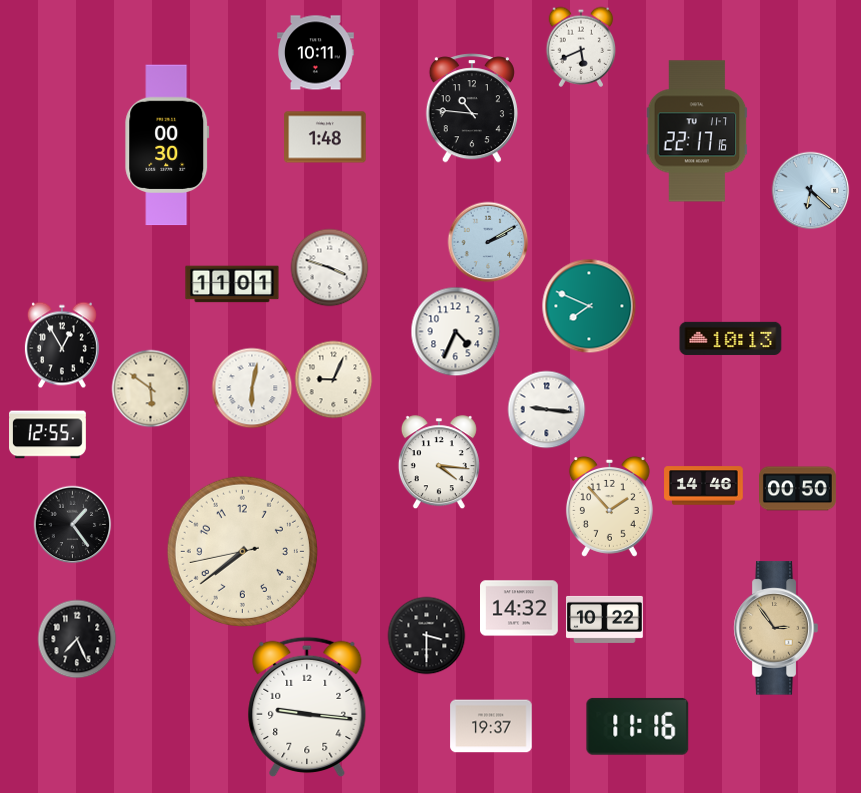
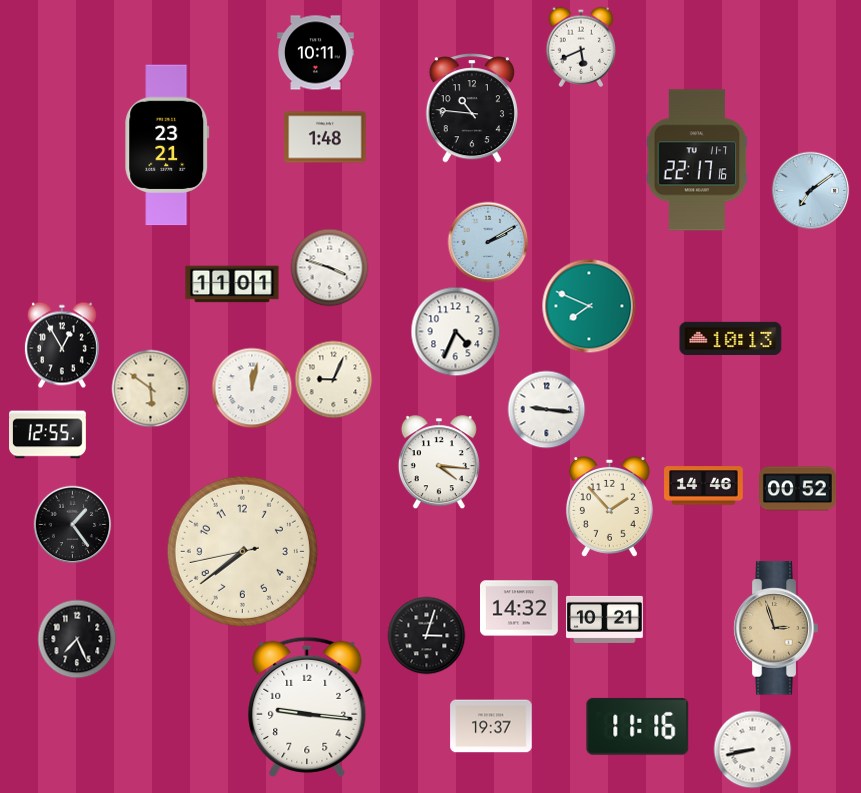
clock at (697, 131) position: (697, 131) -> (697, 160)
clock at (167, 145): 00:30 -> 23:21
clock at (810, 190): 6:22 -> 7:09
clock at (252, 388): 6:02 -> 12:02
clock at (798, 489): 00:50 -> 00:52
clock at (605, 619): 10:22 -> 10:21
clock at (776, 628): 2:54 -> 2:57
clock at (426, 635): 3:30 -> 3:03
clock at (752, 749): none -> 8:43
